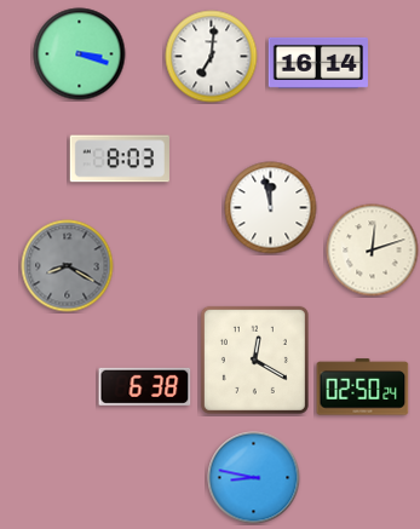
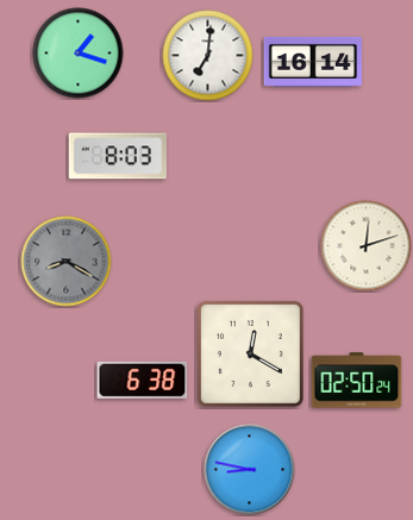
clock at (80, 54): 3:18 -> 1:18
clock at (271, 208): 11:58 -> none
